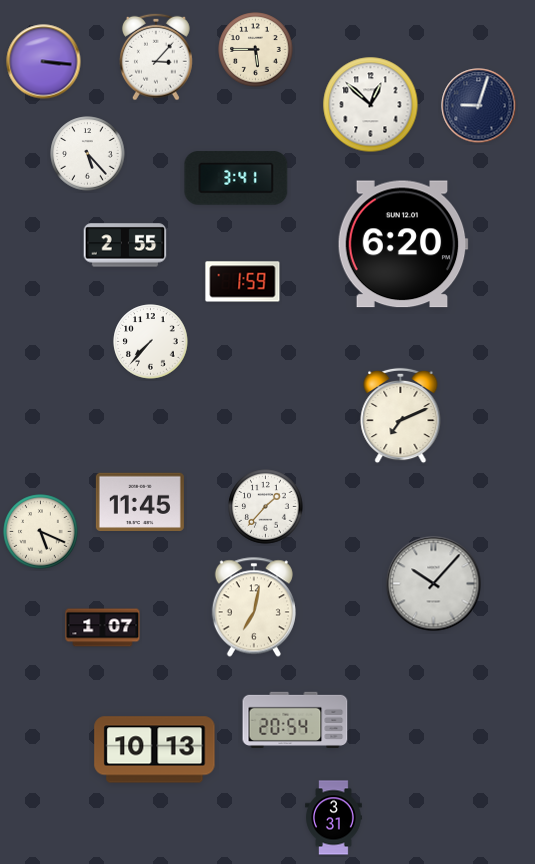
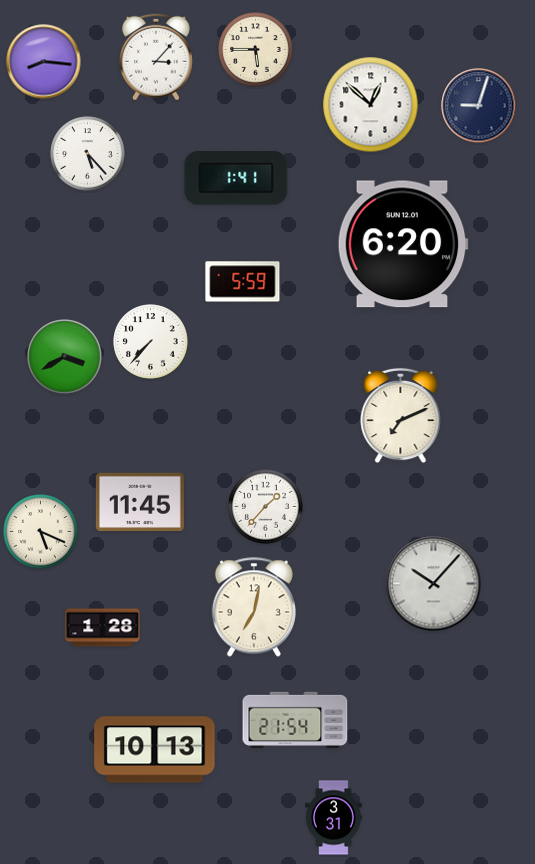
clock at (44, 62): 3:16 -> 8:16
clock at (236, 178): 3:41 -> 1:41
clock at (125, 245): 2:55 -> none
clock at (243, 282): 1:59 -> 5:59
clock at (65, 357): none -> 3:40
clock at (103, 628): 1:07 -> 1:28
clock at (295, 720): 20:54 -> 21:54
